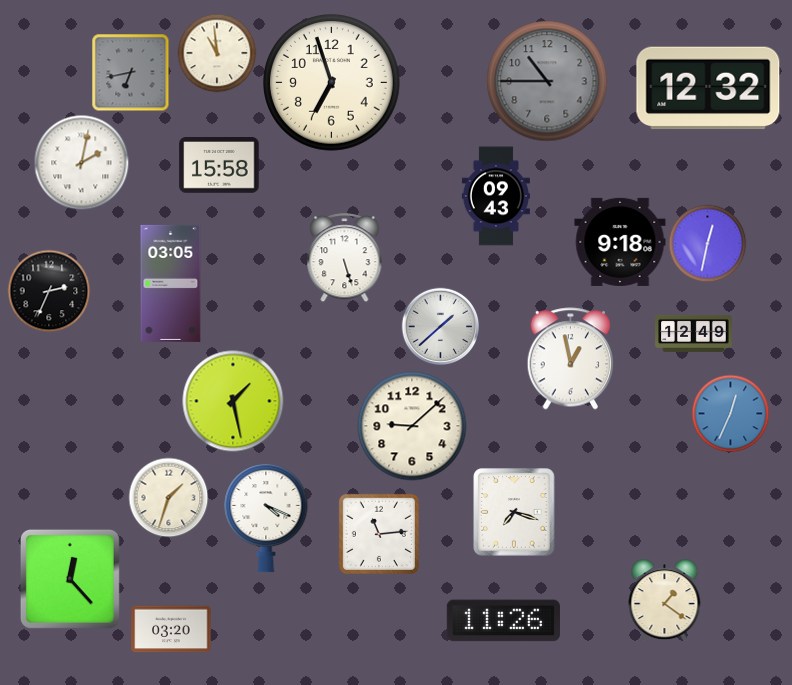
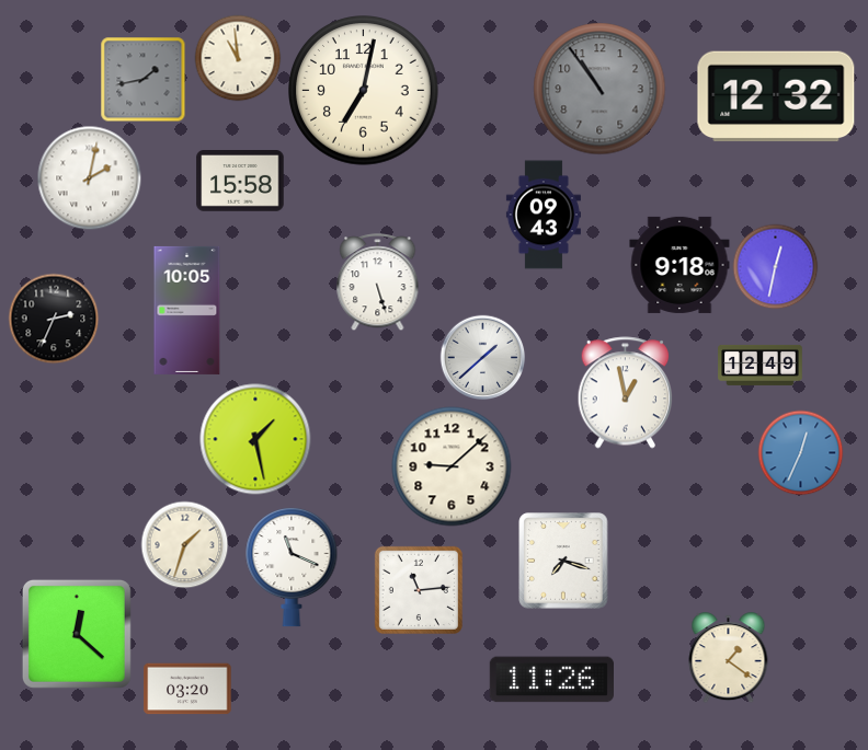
clock at (130, 72): 6:43 -> 1:43
clock at (547, 81): 10:45 -> 10:54
clock at (332, 83): 6:57 -> 7:02
clock at (171, 283): 03:05 -> 10:05
clock at (266, 518): 4:19 -> 11:19
clock at (379, 534) position: (379, 534) -> (419, 590)
clock at (70, 579): 12:23 -> 12:22
